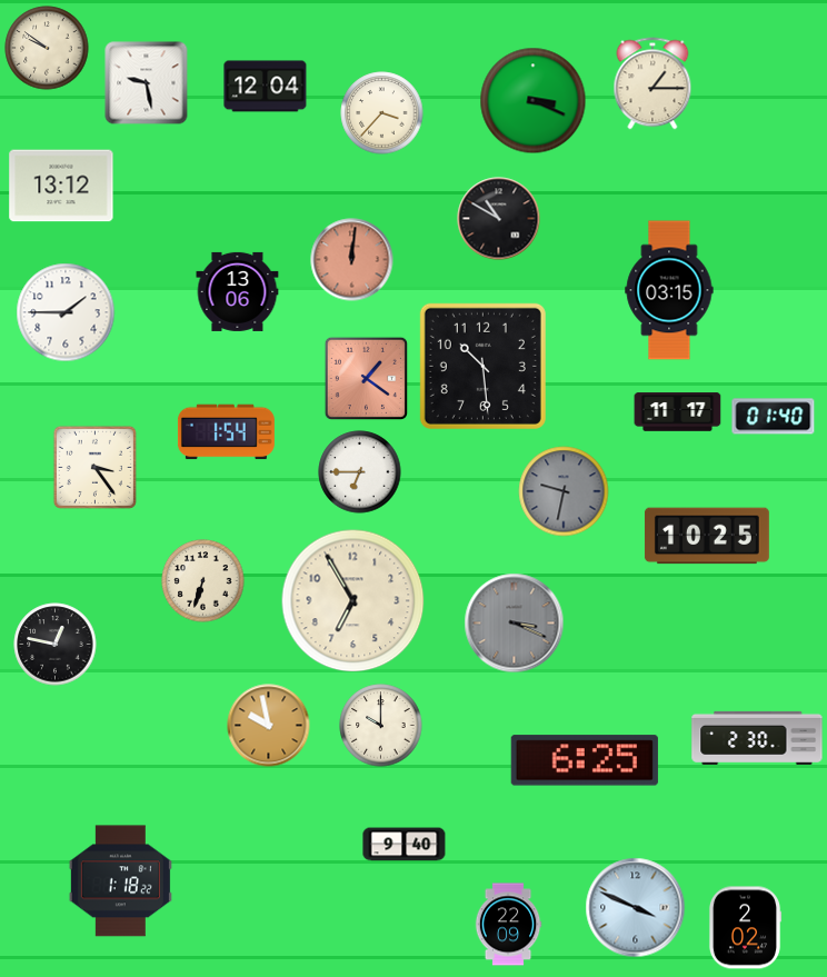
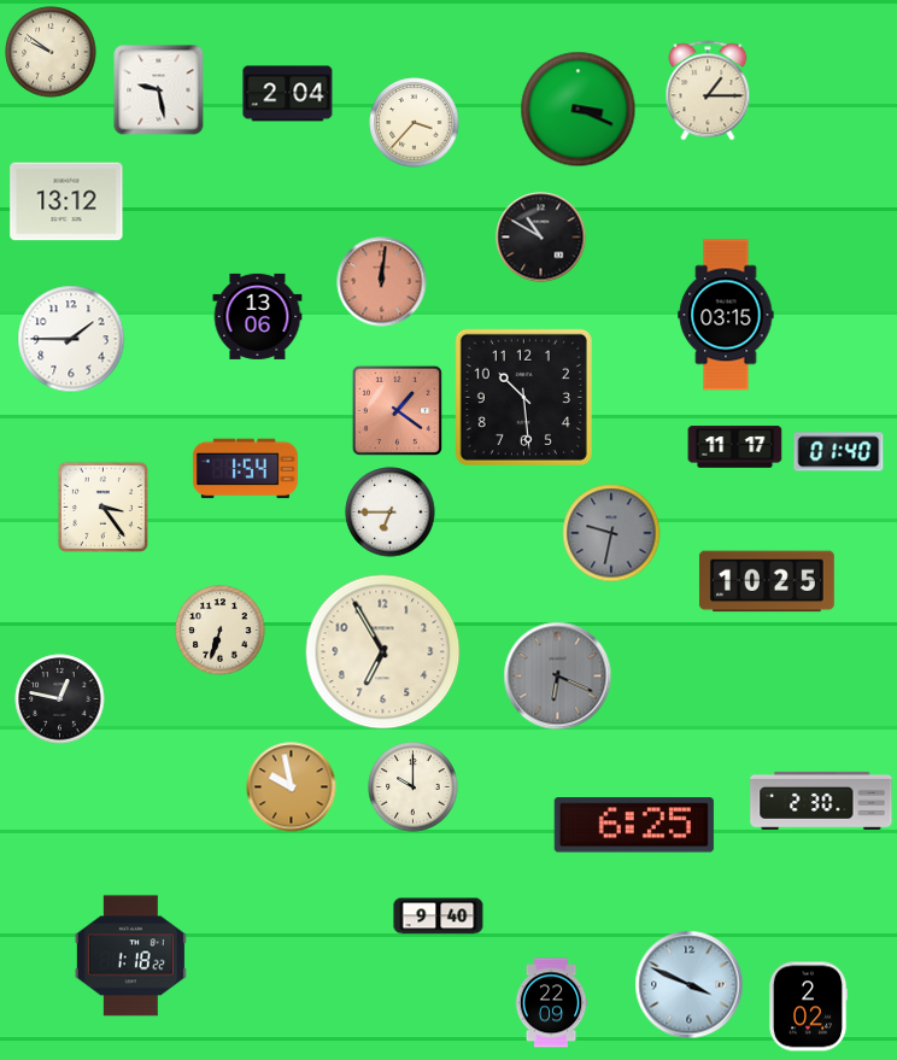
clock at (266, 87): 12:04 -> 2:04
clock at (515, 624): 3:19 -> 6:19
